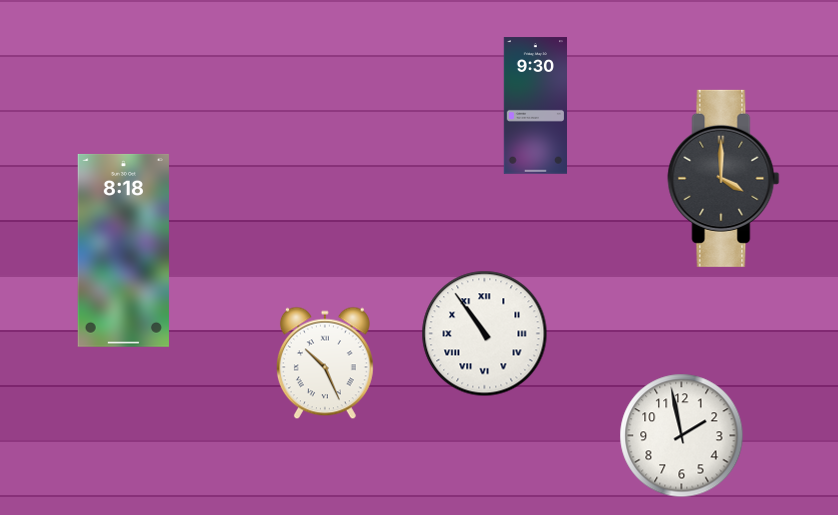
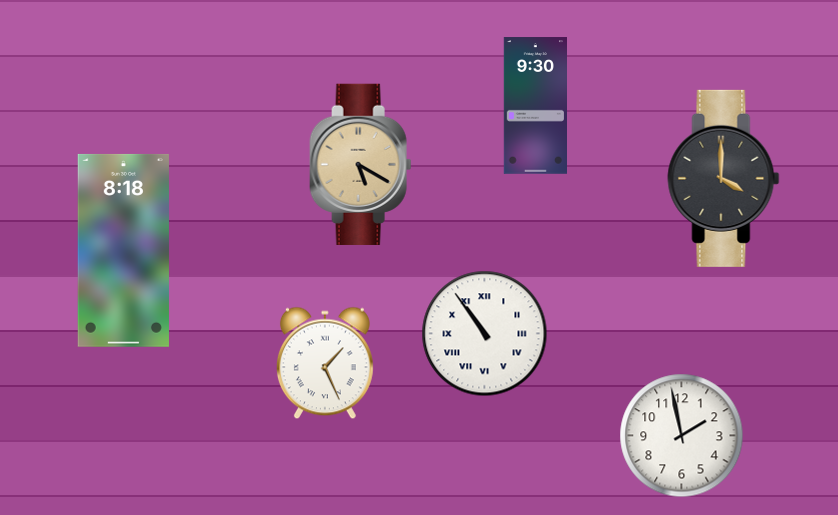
clock at (361, 164): none -> 5:20
clock at (325, 363): 10:26 -> 1:26
